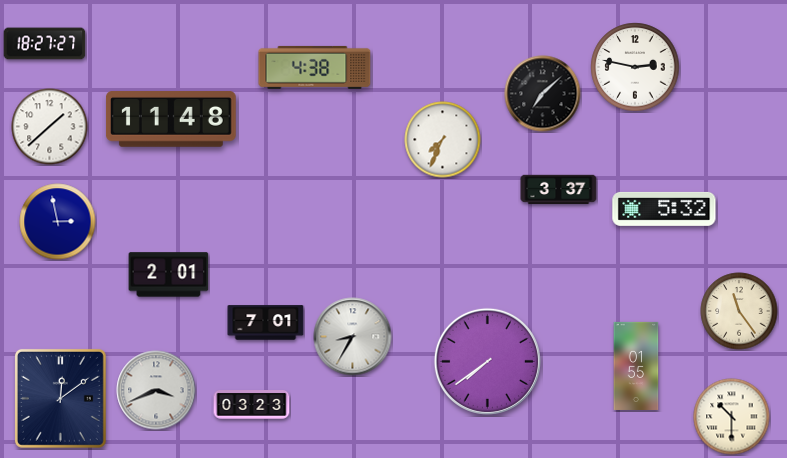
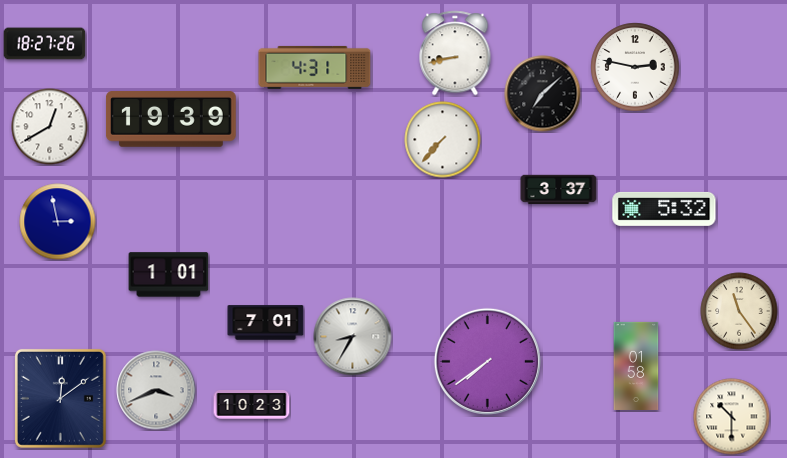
clock at (45, 44): 18:27:27 -> 18:27:26
clock at (455, 53): none -> 8:43
clock at (315, 67): 4:38 -> 4:31
clock at (172, 120): 11:48 -> 19:39
clock at (50, 127): 1:38 -> 12:40
clock at (443, 140): 7:34 -> 7:37
clock at (169, 275): 2:01 -> 1:01
clock at (636, 366): 01:55 -> 01:58
clock at (252, 405): 03:23 -> 10:23
